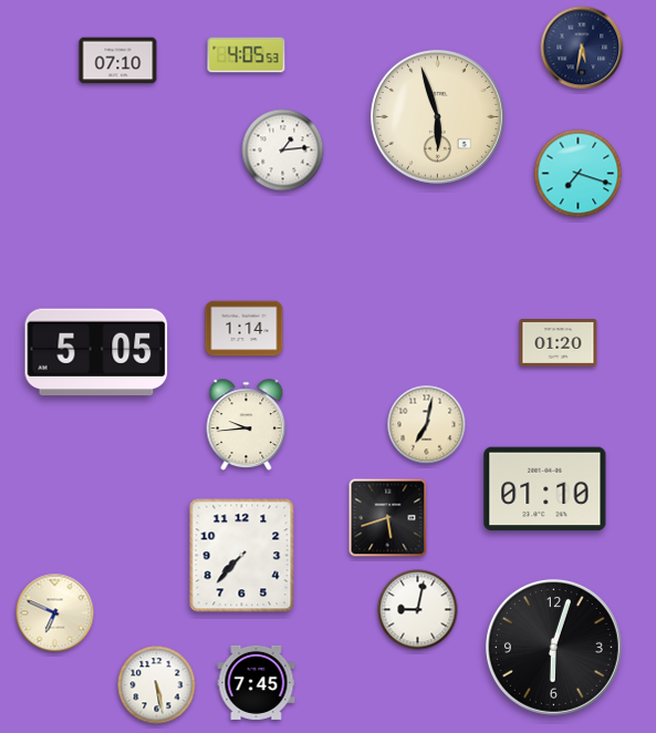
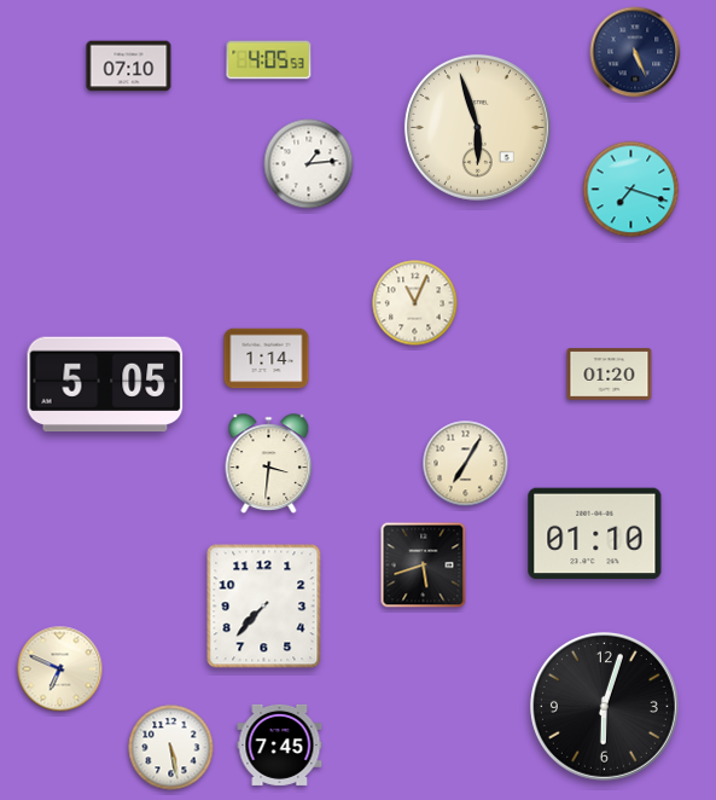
clock at (582, 48): 5:32 -> 5:26
clock at (415, 303): none -> 11:04
clock at (247, 425): 9:44 -> 3:31
clock at (427, 425): 7:02 -> 7:05
clock at (418, 610): 9:02 -> none
